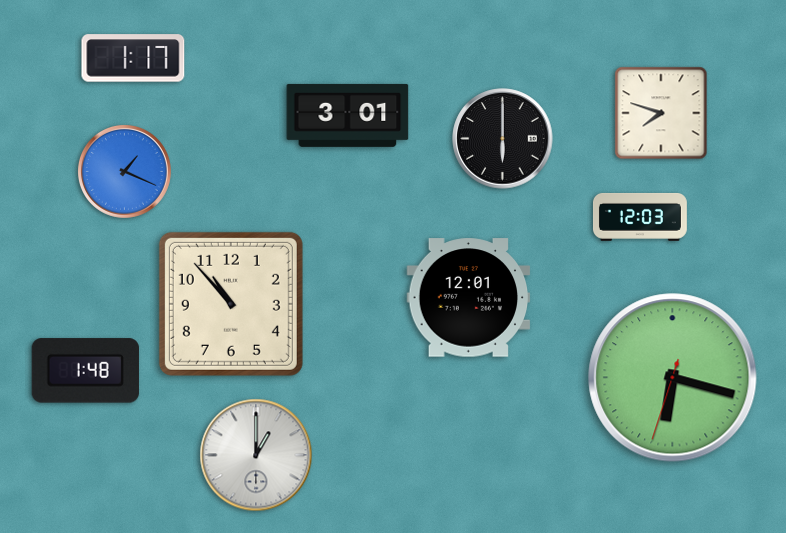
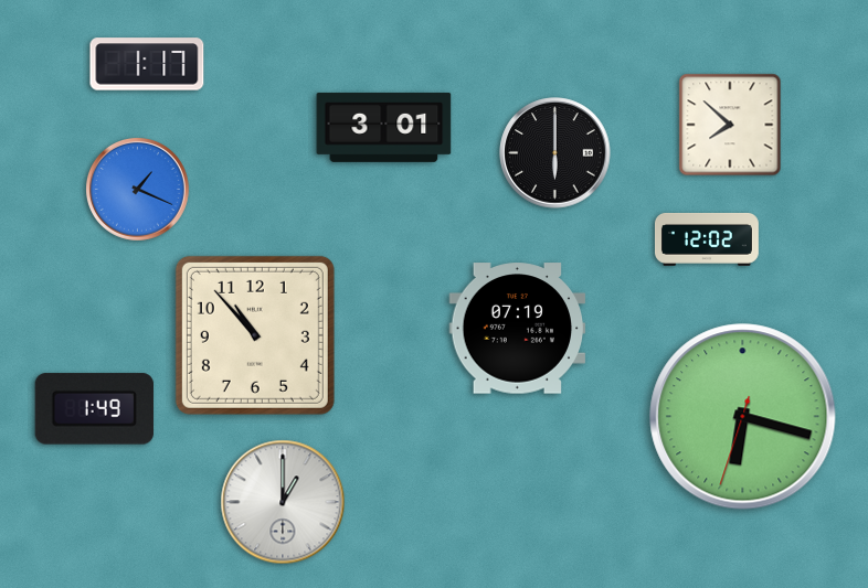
clock at (661, 113): 7:48 -> 7:52
clock at (640, 217): 12:03 -> 12:02
clock at (469, 298): 12:01 -> 07:19
clock at (85, 371): 1:48 -> 1:49
